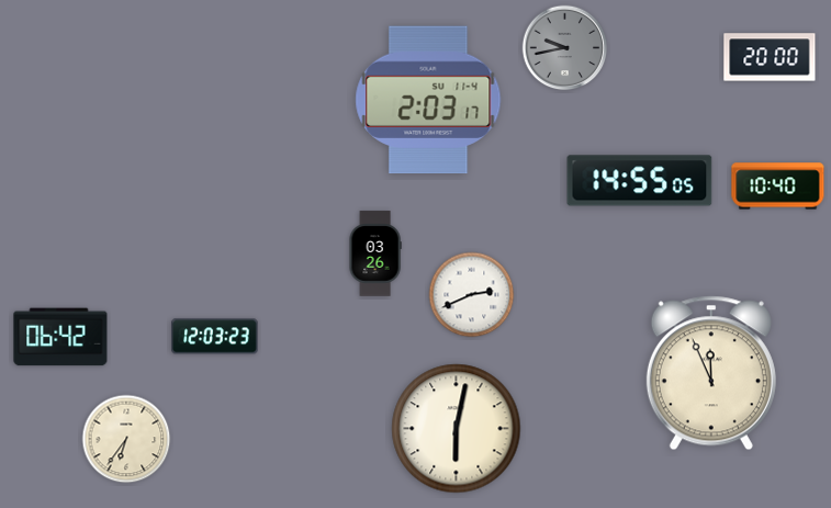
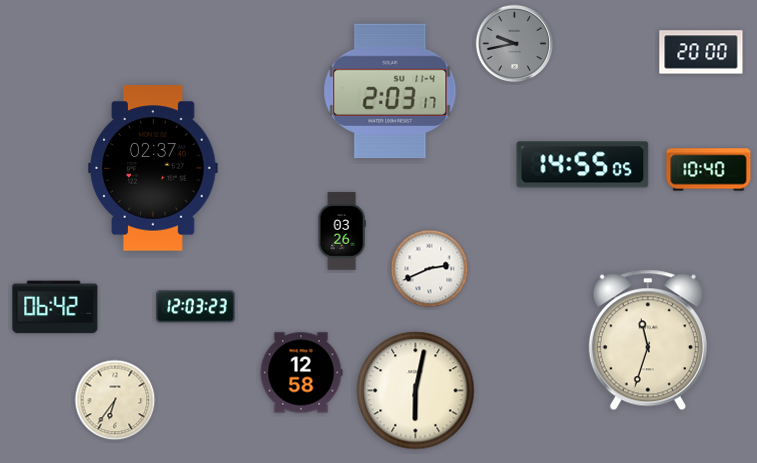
clock at (153, 168): none -> 02:37
clock at (711, 373): 11:56 -> 11:33
clock at (301, 373): none -> 12:58
